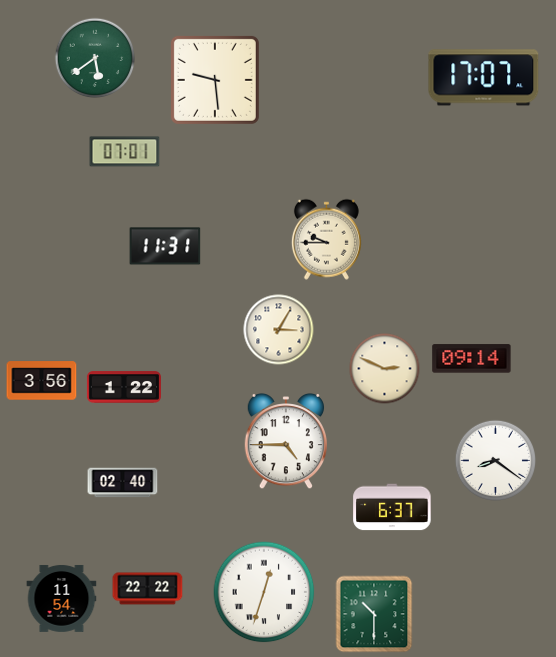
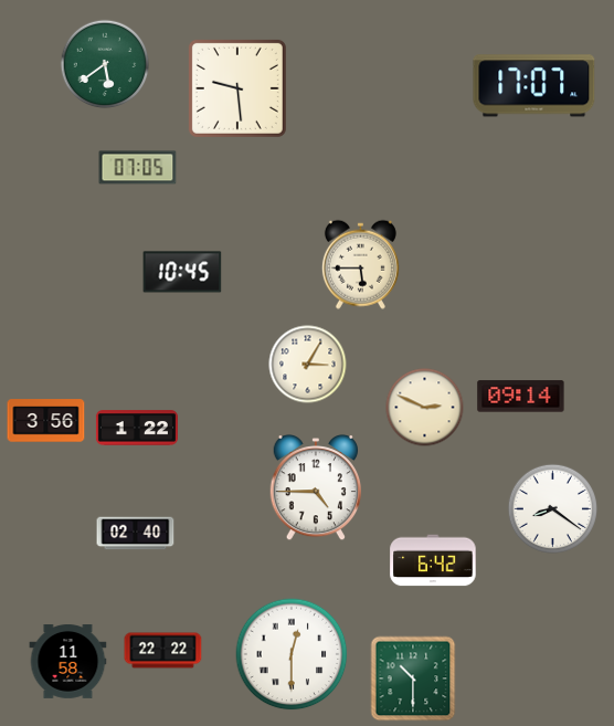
clock at (125, 152): 07:01 -> 07:05
clock at (326, 239): 9:45 -> 5:45
clock at (165, 246): 11:31 -> 10:45
clock at (495, 460) position: (495, 460) -> (552, 508)
clock at (392, 507): 6:37 -> 6:42
clock at (264, 592): 12:33 -> 12:30
clock at (62, 598): 11:54 -> 11:58
